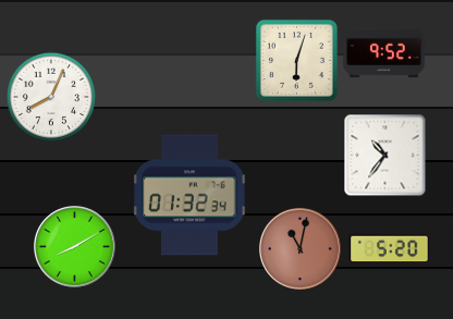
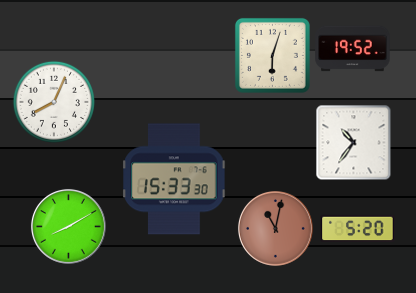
clock at (384, 53): 9:52 -> 19:52
clock at (51, 97) position: (51, 97) -> (54, 102)
clock at (189, 195): 01:32 -> 15:33
